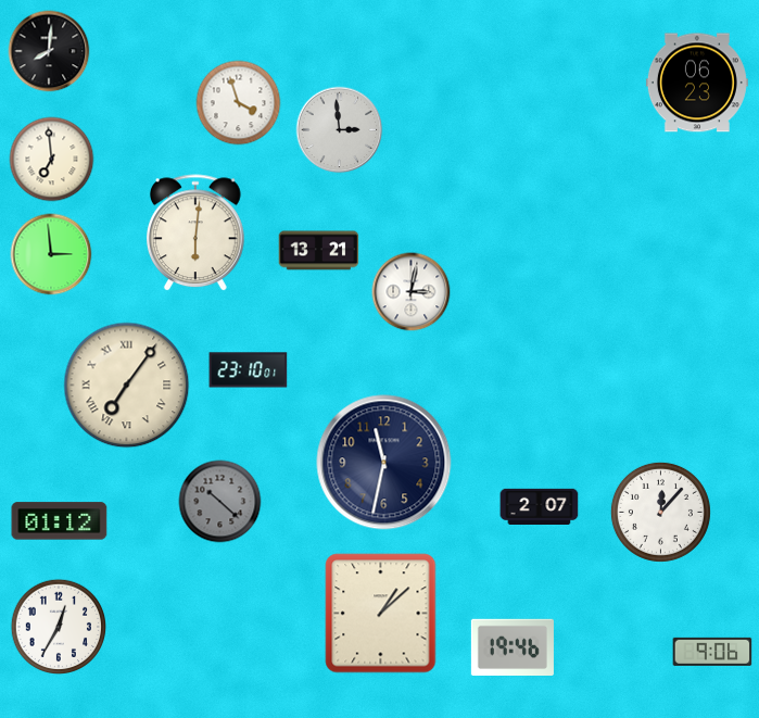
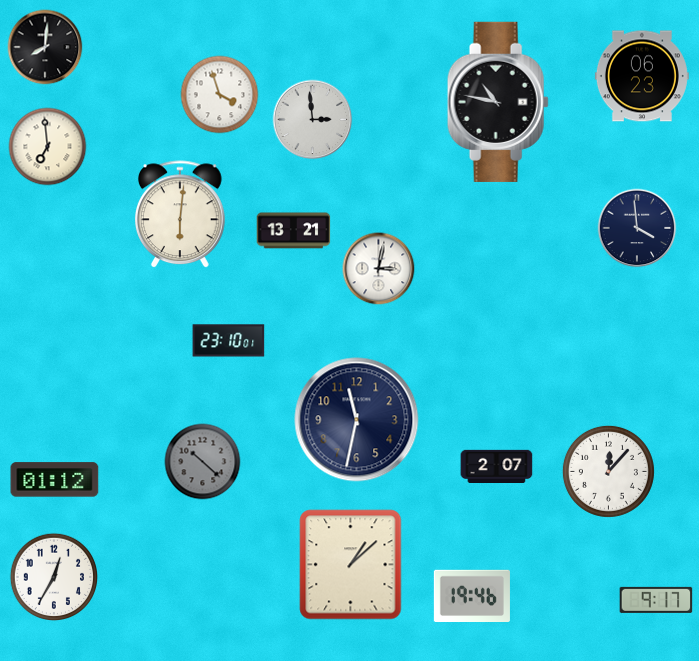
clock at (498, 102): none -> 10:47
clock at (637, 228): none -> 3:59
clock at (51, 254): 2:59 -> none
clock at (127, 386): 7:06 -> none
clock at (384, 463) position: (384, 463) -> (357, 420)
clock at (712, 652): 9:06 -> 9:17
